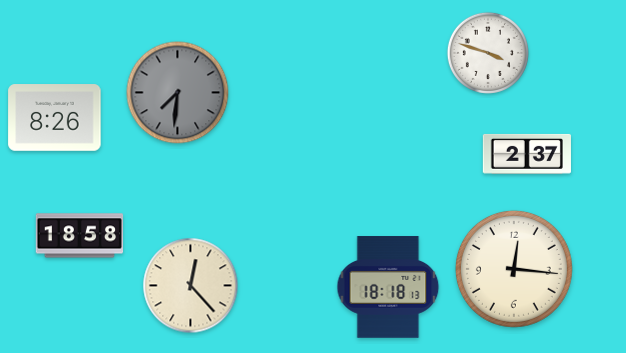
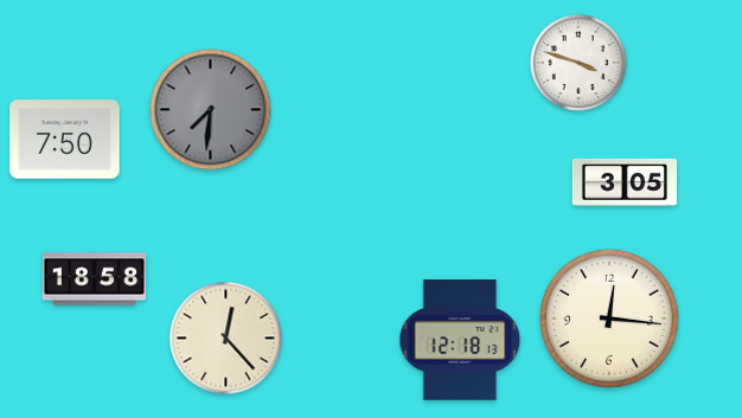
clock at (55, 118): 8:26 -> 7:50
clock at (527, 154): 2:37 -> 3:05
clock at (388, 287): 18:18 -> 12:18
